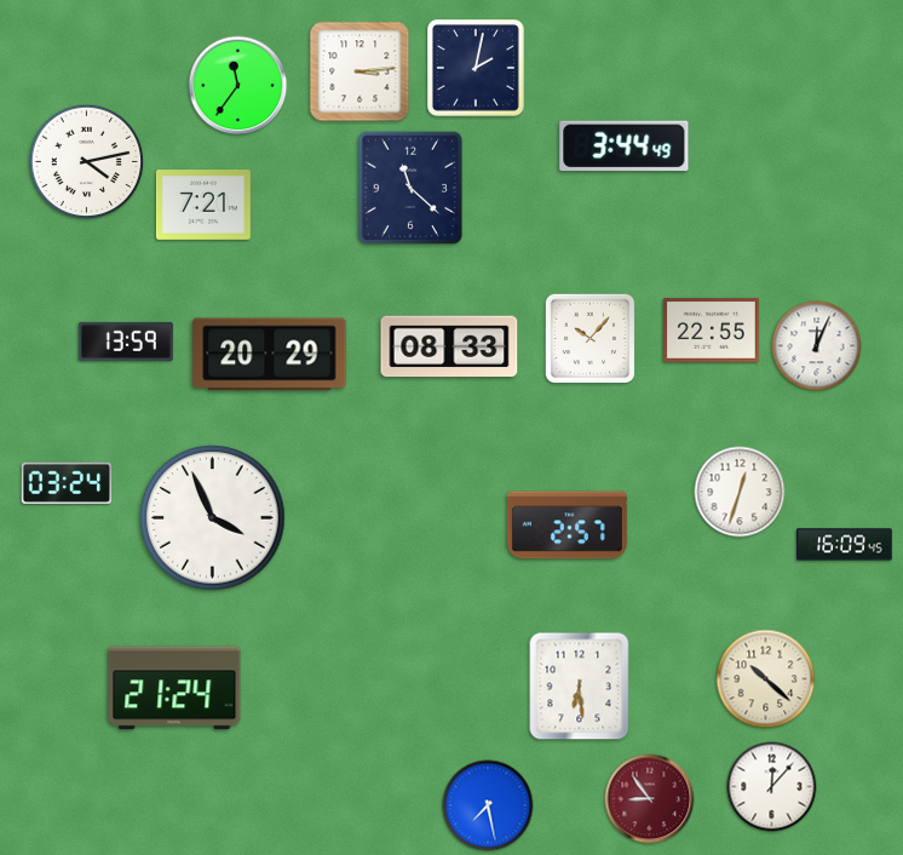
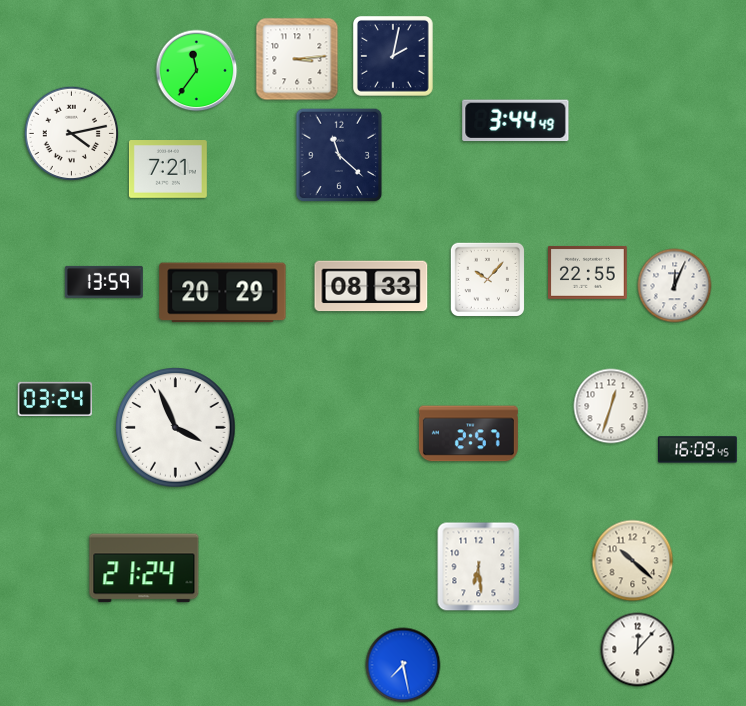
clock at (650, 799): 8:54 -> none
